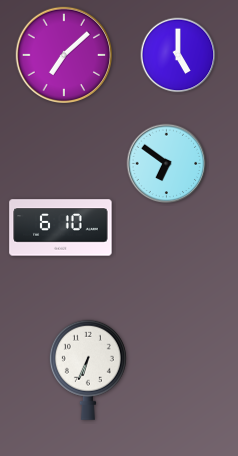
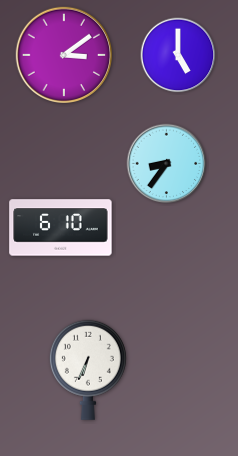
clock at (63, 54): 7:08 -> 3:09
clock at (167, 164): 6:51 -> 8:36
